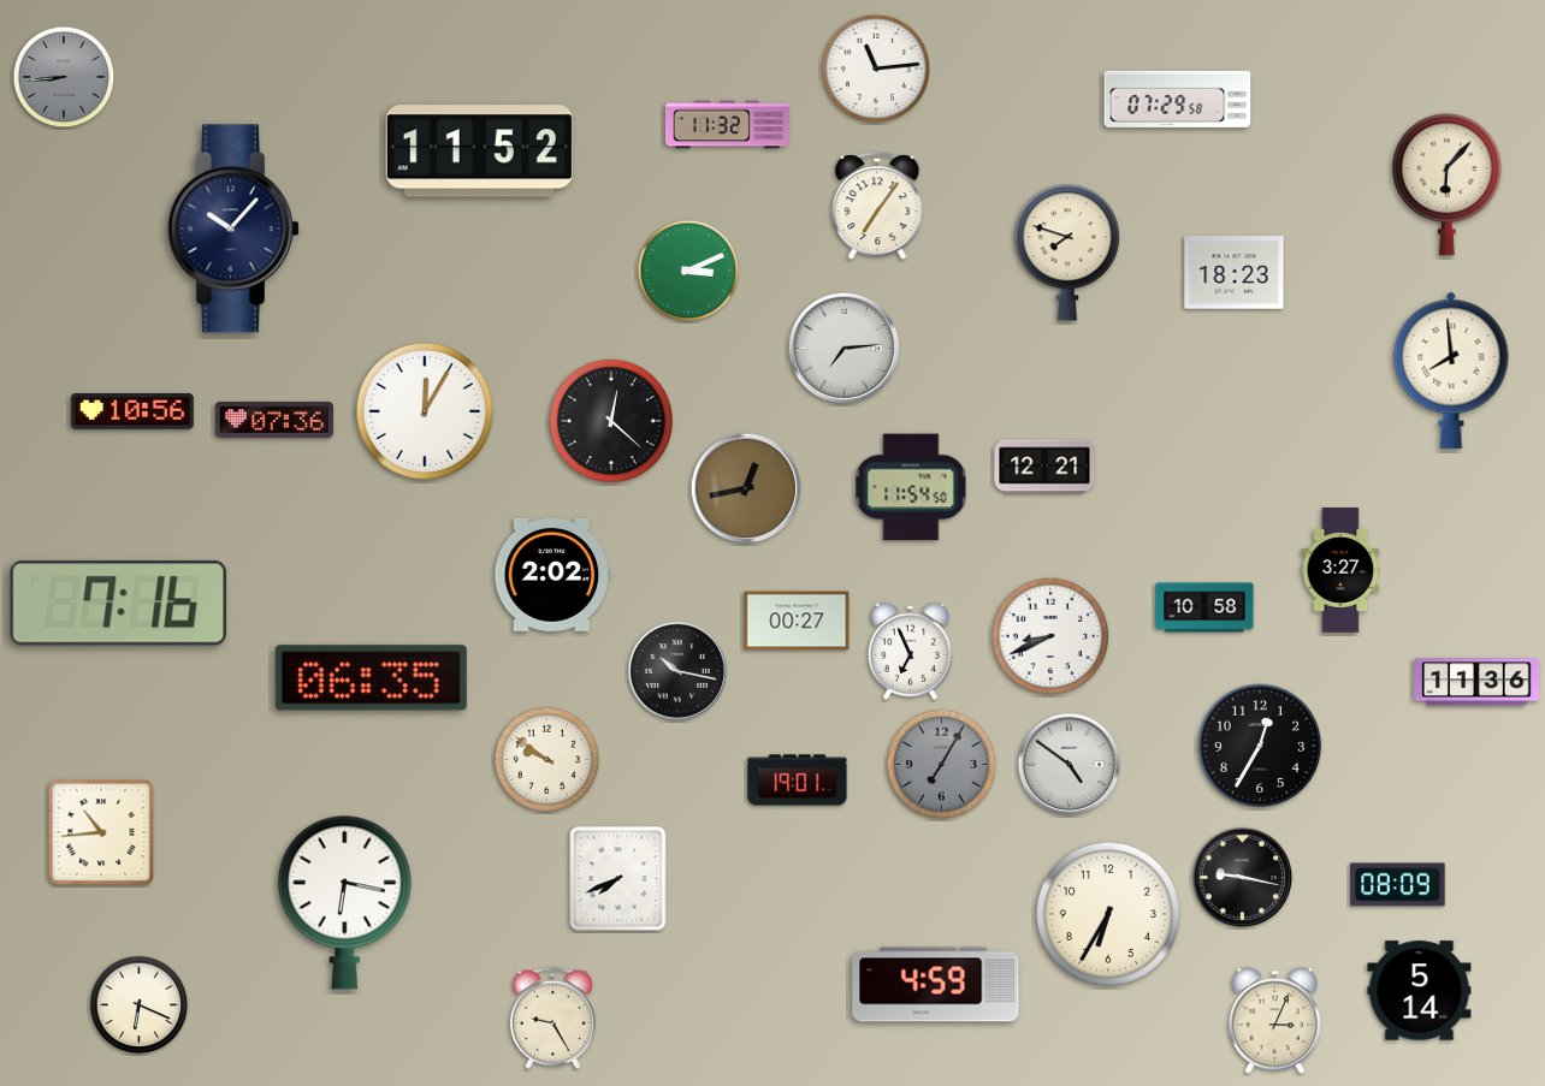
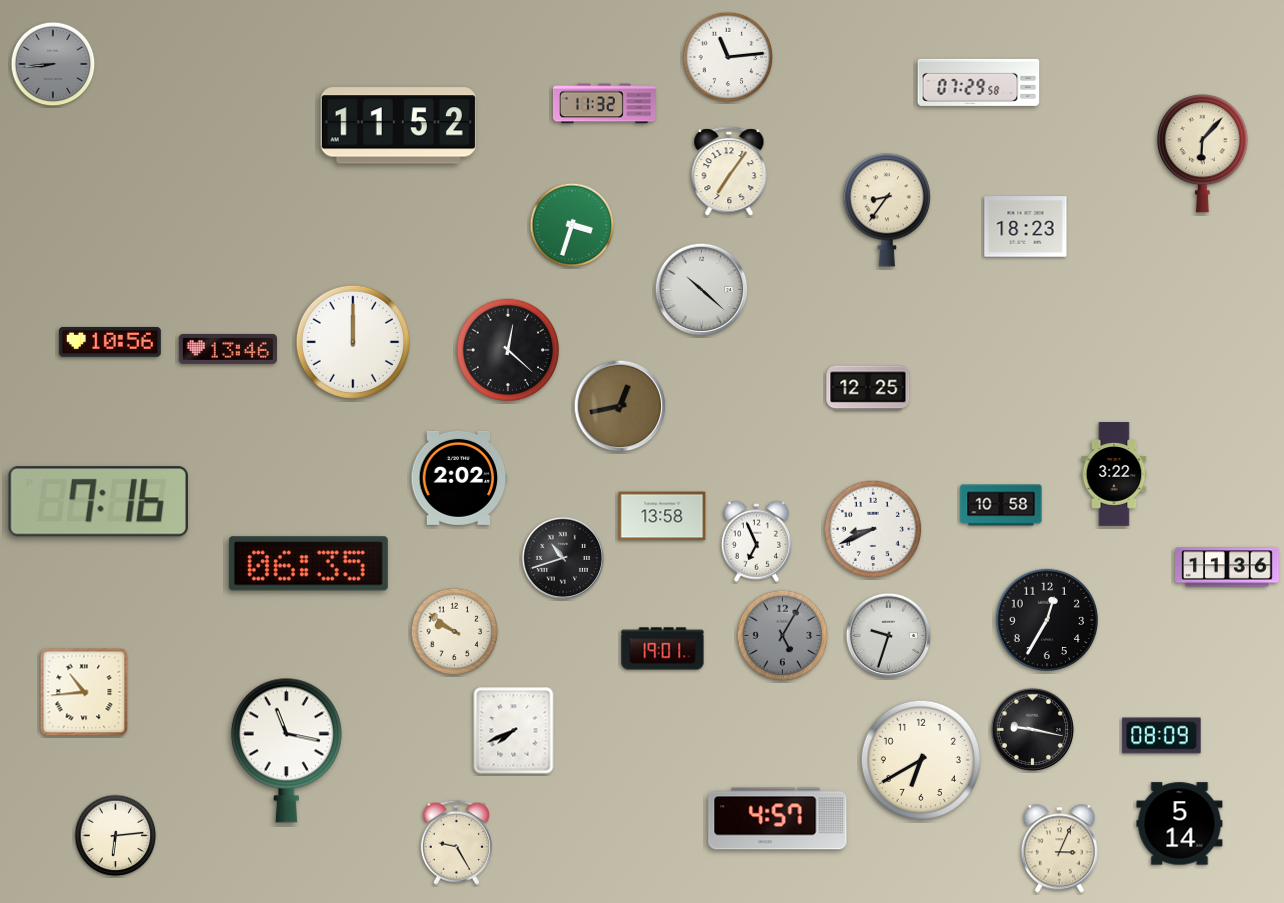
clock at (233, 229): 10:07 -> none
clock at (1067, 253): 7:48 -> 8:36
clock at (688, 271): 3:11 -> 3:33
clock at (845, 349): 7:14 -> 10:22
clock at (1451, 370): 7:59 -> none
clock at (425, 411): 12:05 -> 12:00
clock at (273, 420): 07:36 -> 13:46
clock at (1044, 467): 12:21 -> 12:25
clock at (911, 487): 11:54 -> none
clock at (1340, 570): 3:27 -> 3:22
clock at (797, 621): 00:27 -> 13:58
clock at (677, 671): 10:17 -> 10:42
clock at (942, 765): 7:05 -> 5:05
clock at (1070, 765): 4:51 -> 9:33
clock at (344, 902): 6:17 -> 11:17
clock at (1108, 914): 6:35 -> 6:40
clock at (936, 985): 4:59 -> 4:57
clock at (140, 1005): 6:19 -> 6:14
clock at (552, 1017) position: (552, 1017) -> (456, 842)
